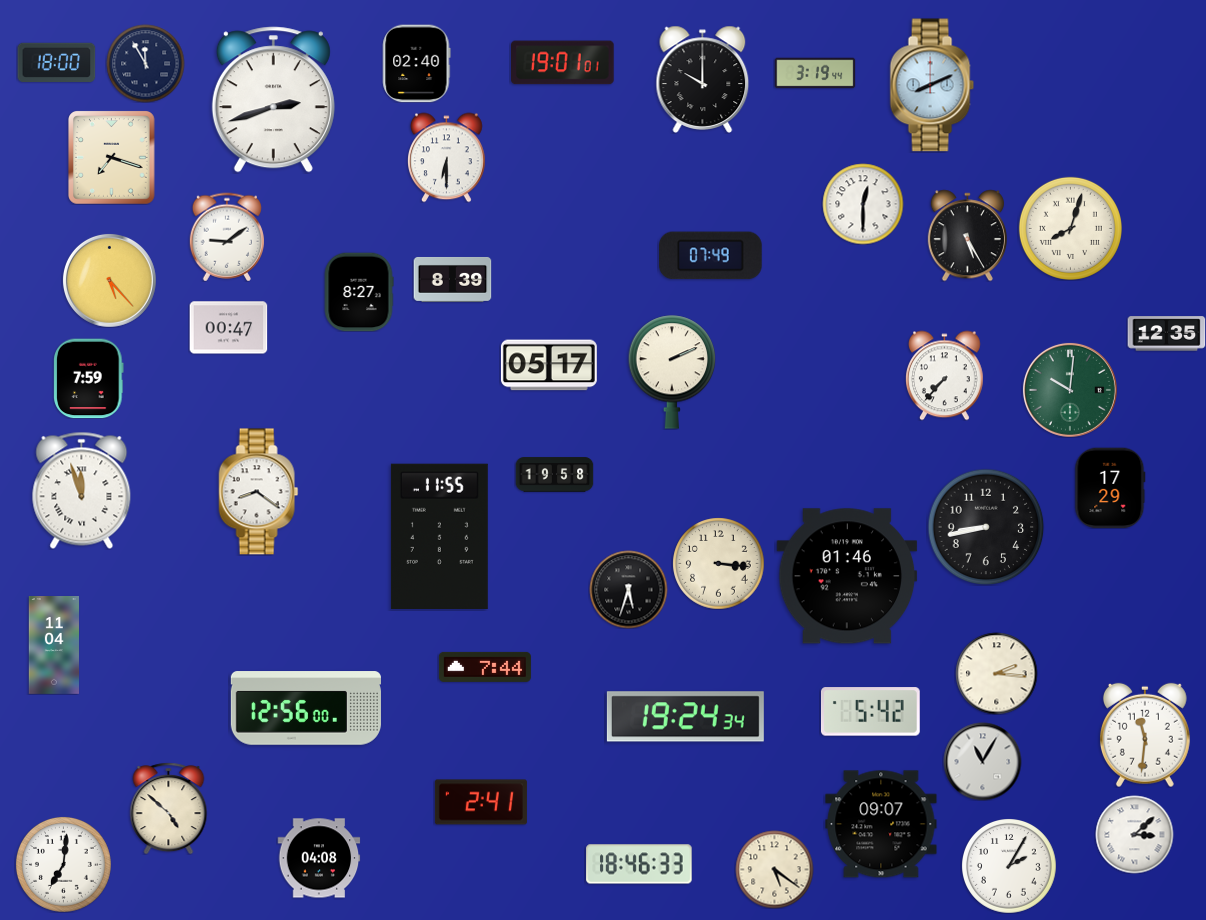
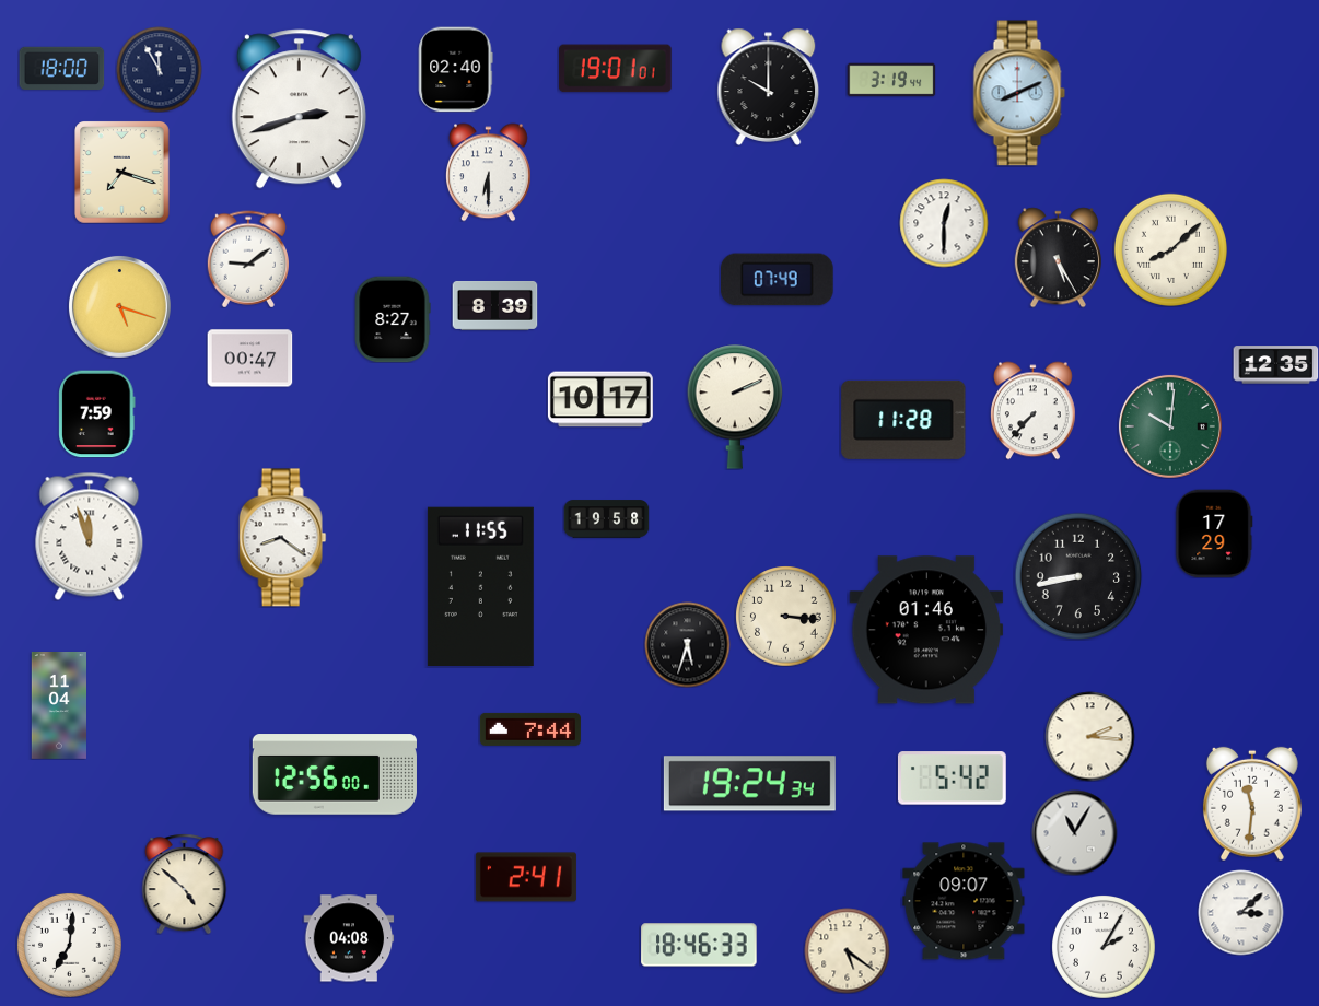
clock at (1070, 228): 8:03 -> 8:08
clock at (109, 280): 5:23 -> 5:18
clock at (549, 365): 05:17 -> 10:17
clock at (903, 420): none -> 11:28
